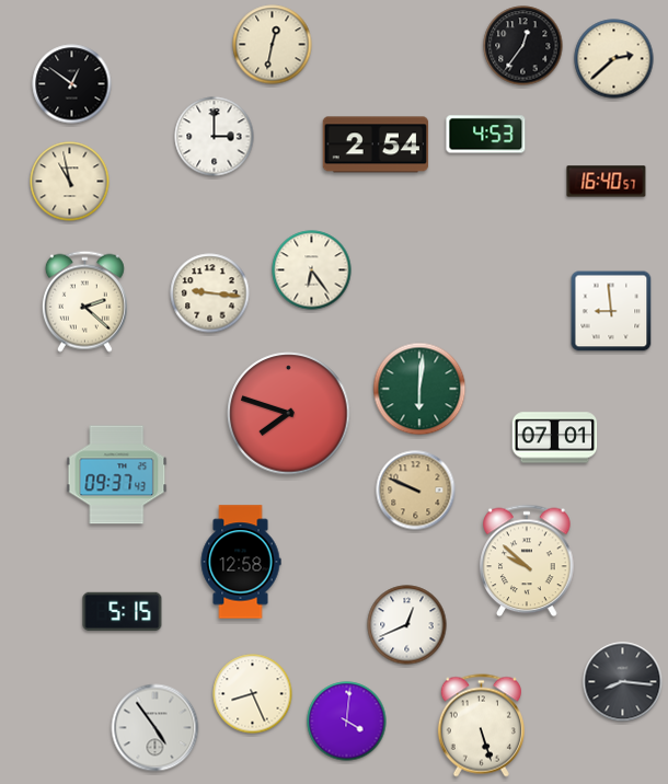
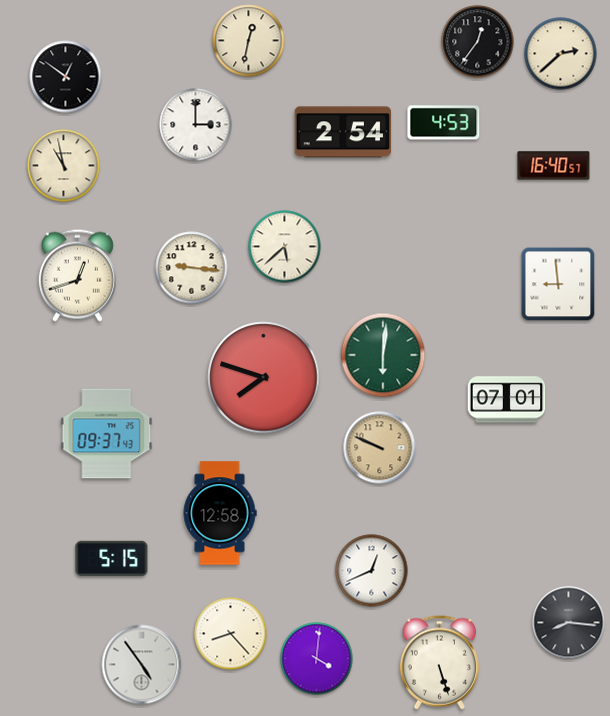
clock at (312, 270): 6:24 -> 5:38
clock at (84, 301): 2:22 -> 12:42
clock at (527, 561): 9:52 -> none
clock at (253, 694): 8:26 -> 8:23
